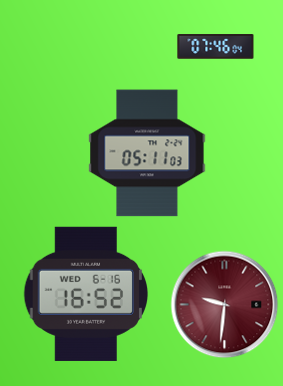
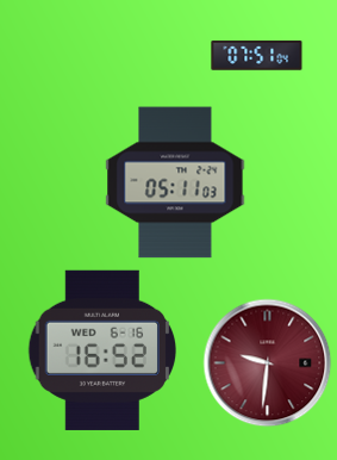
clock at (216, 47): 07:46 -> 07:51
